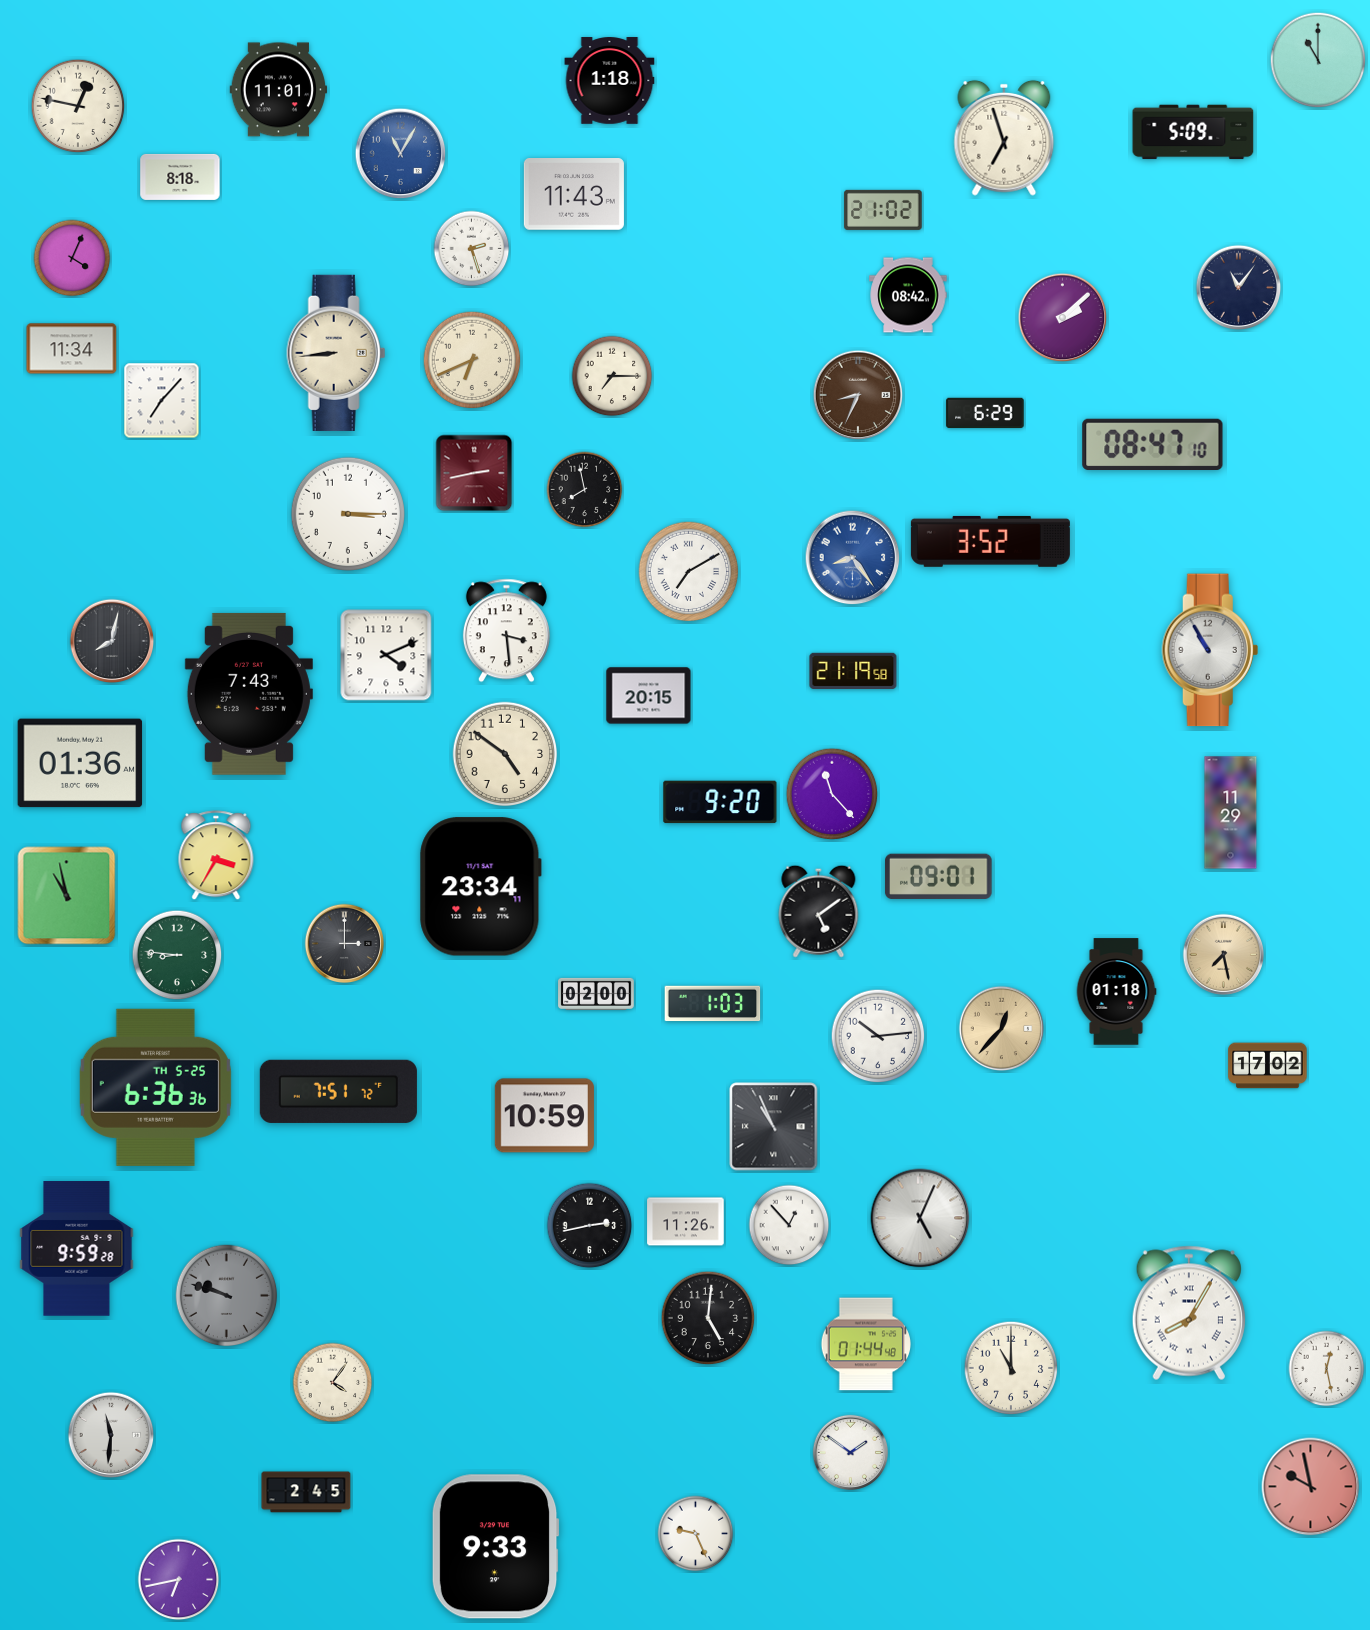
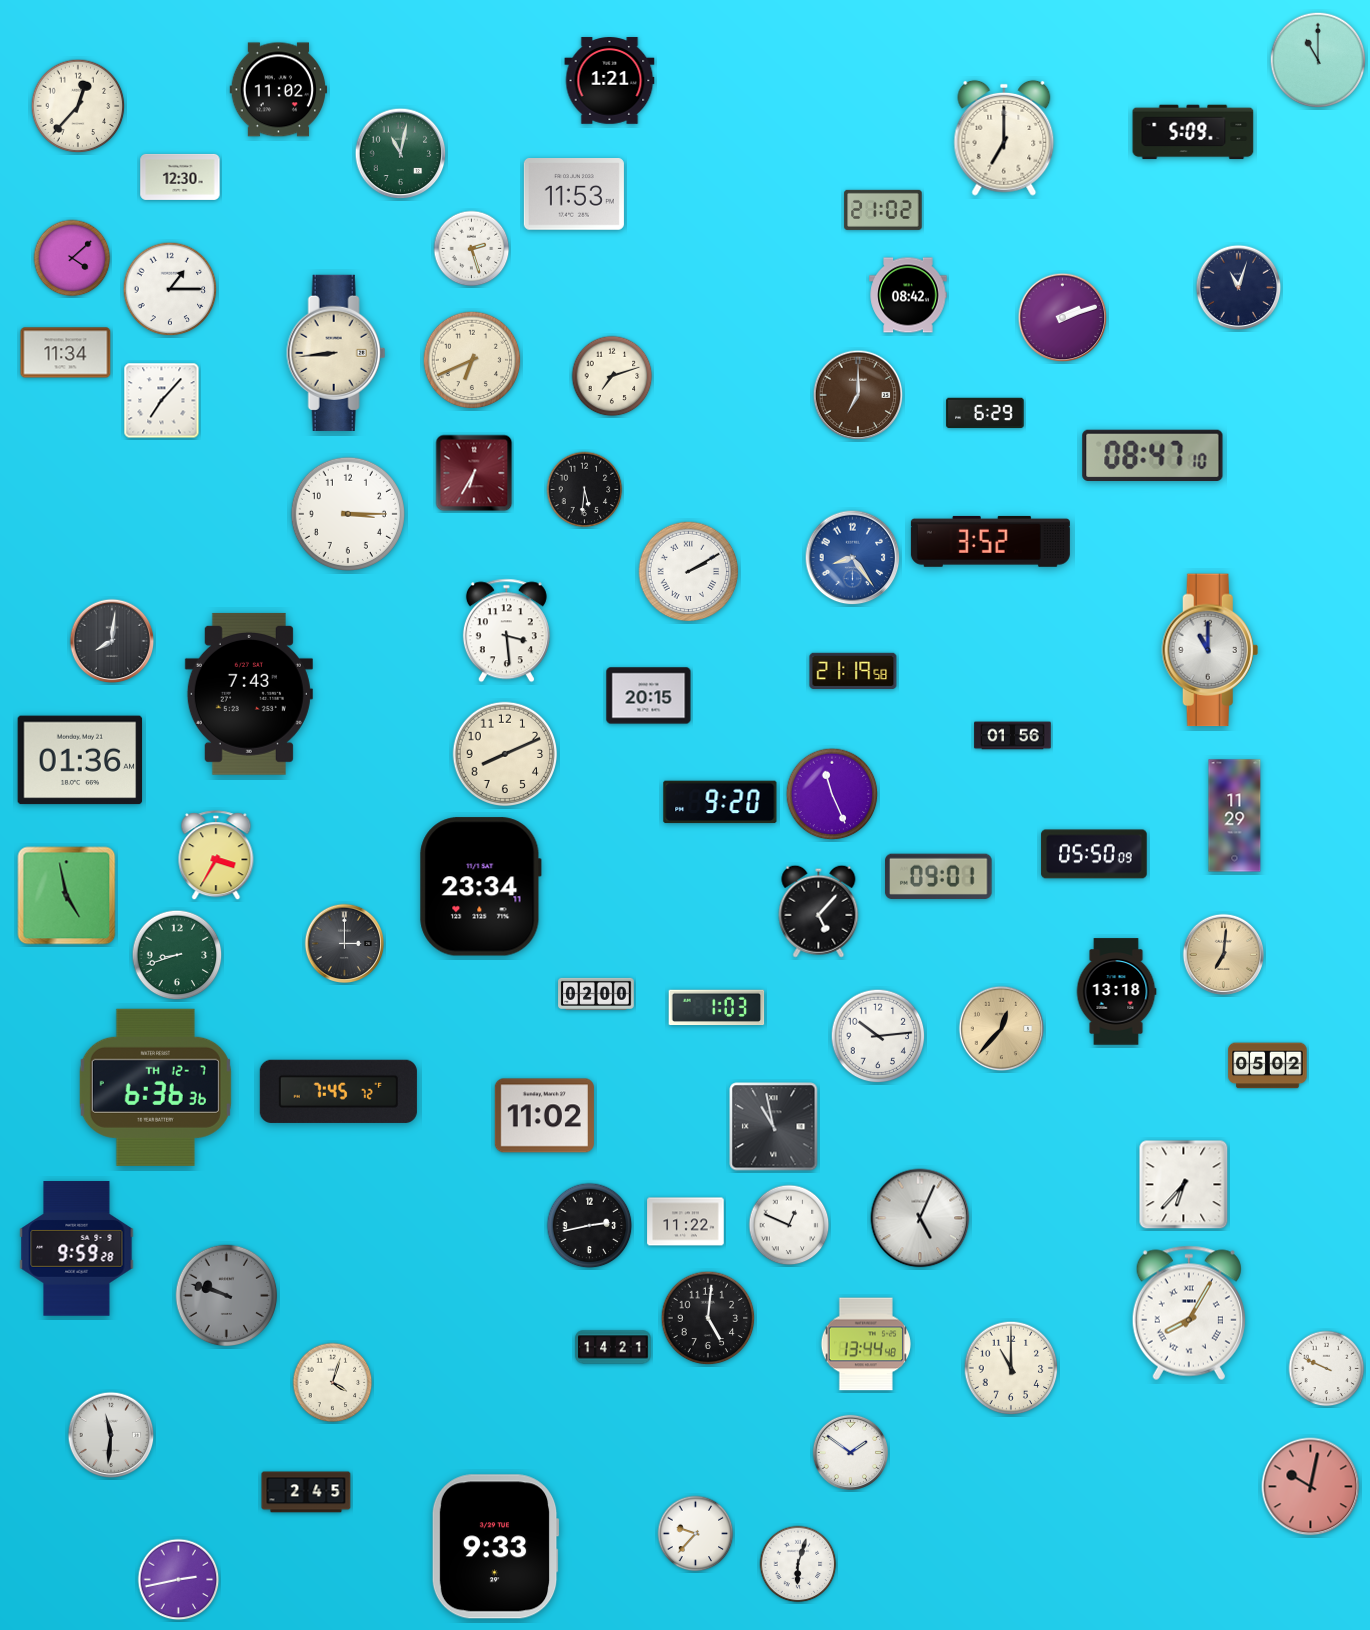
clock at (610, 81): 1:18 -> 1:21
clock at (279, 90): 11:01 -> 11:02
clock at (78, 106): 12:47 -> 12:37
clock at (1004, 138): 6:57 -> 7:00
clock at (401, 154): 11:05 -> 11:02
clock at (401, 154) dial: blue -> green
clock at (180, 177): 8:18 -> 12:30
clock at (574, 195): 11:43 -> 11:53
clock at (72, 258): 4:04 -> 4:08
clock at (1239, 288): 11:06 -> 11:03
clock at (170, 289): none -> 1:15
clock at (1063, 318): 2:08 -> 2:12
clock at (72, 349) position: (72, 349) -> (66, 353)
clock at (612, 376): 7:15 -> 7:12
clock at (858, 395): 8:34 -> 7:00
clock at (1153, 444) position: (1153, 444) -> (1153, 455)
clock at (474, 473): 2:43 -> 6:35
clock at (585, 490): 7:58 -> 5:31
clock at (689, 572): 7:10 -> 2:10
clock at (112, 641): 8:02 -> 8:01
clock at (1210, 650): 10:55 -> 11:00
clock at (386, 655): 4:11 -> none
clock at (1013, 736): none -> 01:56
clock at (505, 754): 4:51 -> 8:11
clock at (80, 763) position: (80, 763) -> (80, 760)
clock at (832, 794): 11:23 -> 11:26
clock at (1231, 813) position: (1231, 813) -> (1235, 816)
clock at (1094, 854): none -> 05:50
clock at (67, 896): 10:58 -> 4:58
clock at (819, 911): 5:09 -> 5:07
clock at (177, 955): 8:46 -> 8:42
clock at (1224, 955): 7:28 -> 7:01
clock at (1116, 992): 01:18 -> 13:18
clock at (713, 1004) position: (713, 1004) -> (717, 1008)
clock at (1268, 1066): 17:02 -> 05:02
clock at (155, 1087) date: TH 5-25 -> TH 12-7
clock at (338, 1091): 7:51 -> 7:45
clock at (544, 1116): 10:59 -> 11:02
clock at (774, 1127): 10:56 -> 10:58
clock at (1184, 1185): none -> 6:37
clock at (686, 1222): 11:26 -> 11:22
clock at (789, 1225): 12:53 -> 12:49
clock at (865, 1344): 01:44 -> 13:44
clock at (613, 1347): none -> 14:21
clock at (1327, 1369): 12:28 -> 9:49
clock at (333, 1383): 4:06 -> 4:03
clock at (1311, 1487): 9:58 -> 10:02
clock at (696, 1534): 9:26 -> 9:37
clock at (798, 1564): none -> 6:03
clock at (179, 1580): 6:43 -> 2:43
